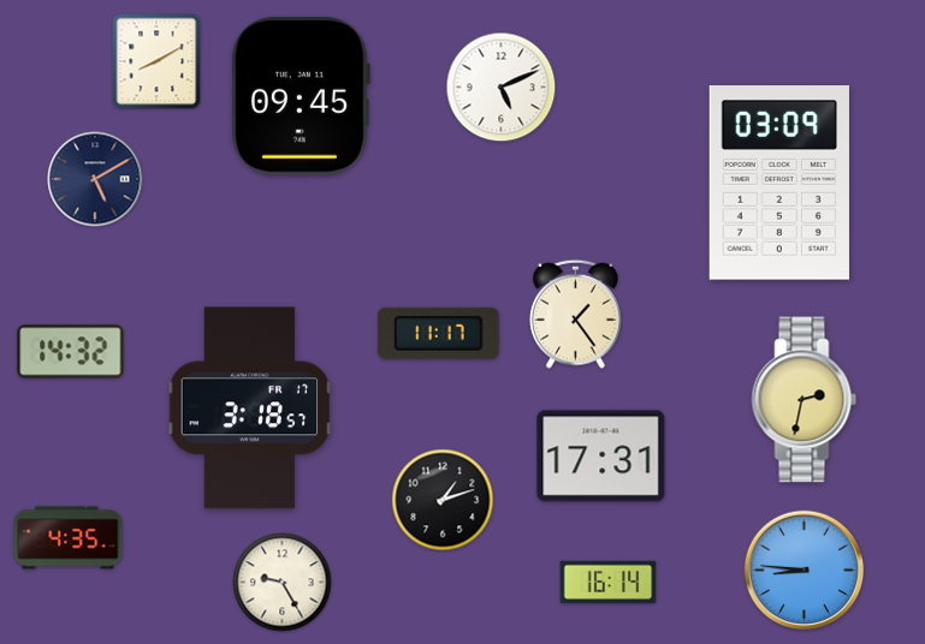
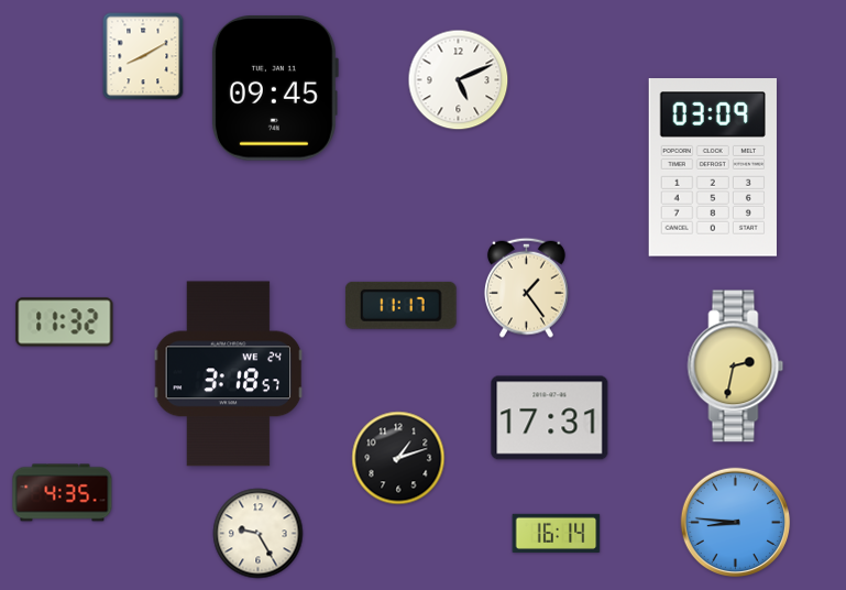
clock at (95, 179): 5:10 -> none
clock at (71, 352): 14:32 -> 11:32
clock at (250, 409) date: FR 17 -> WE 24
clock at (443, 500) position: (443, 500) -> (398, 458)
